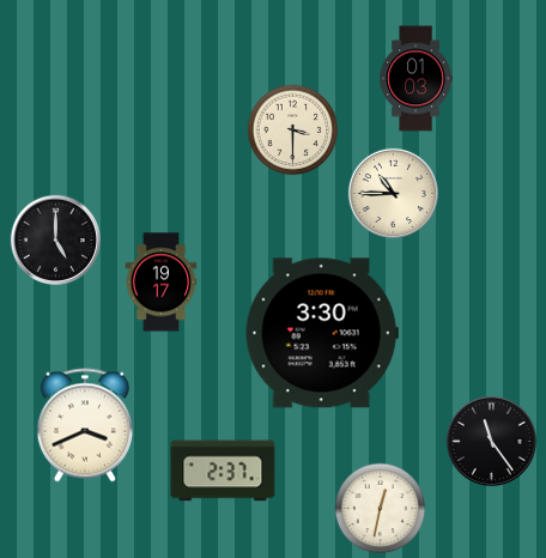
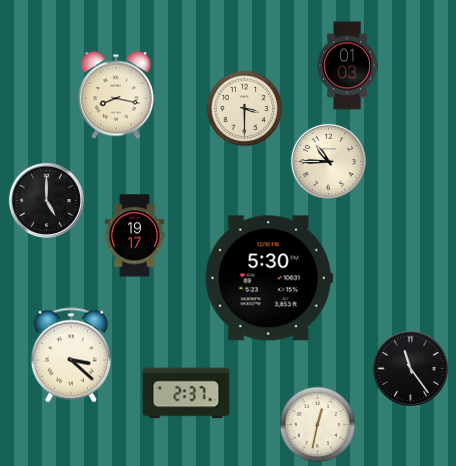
clock at (116, 95): none -> 8:17
clock at (322, 333): 3:30 -> 5:30
clock at (85, 425): 3:41 -> 3:22
